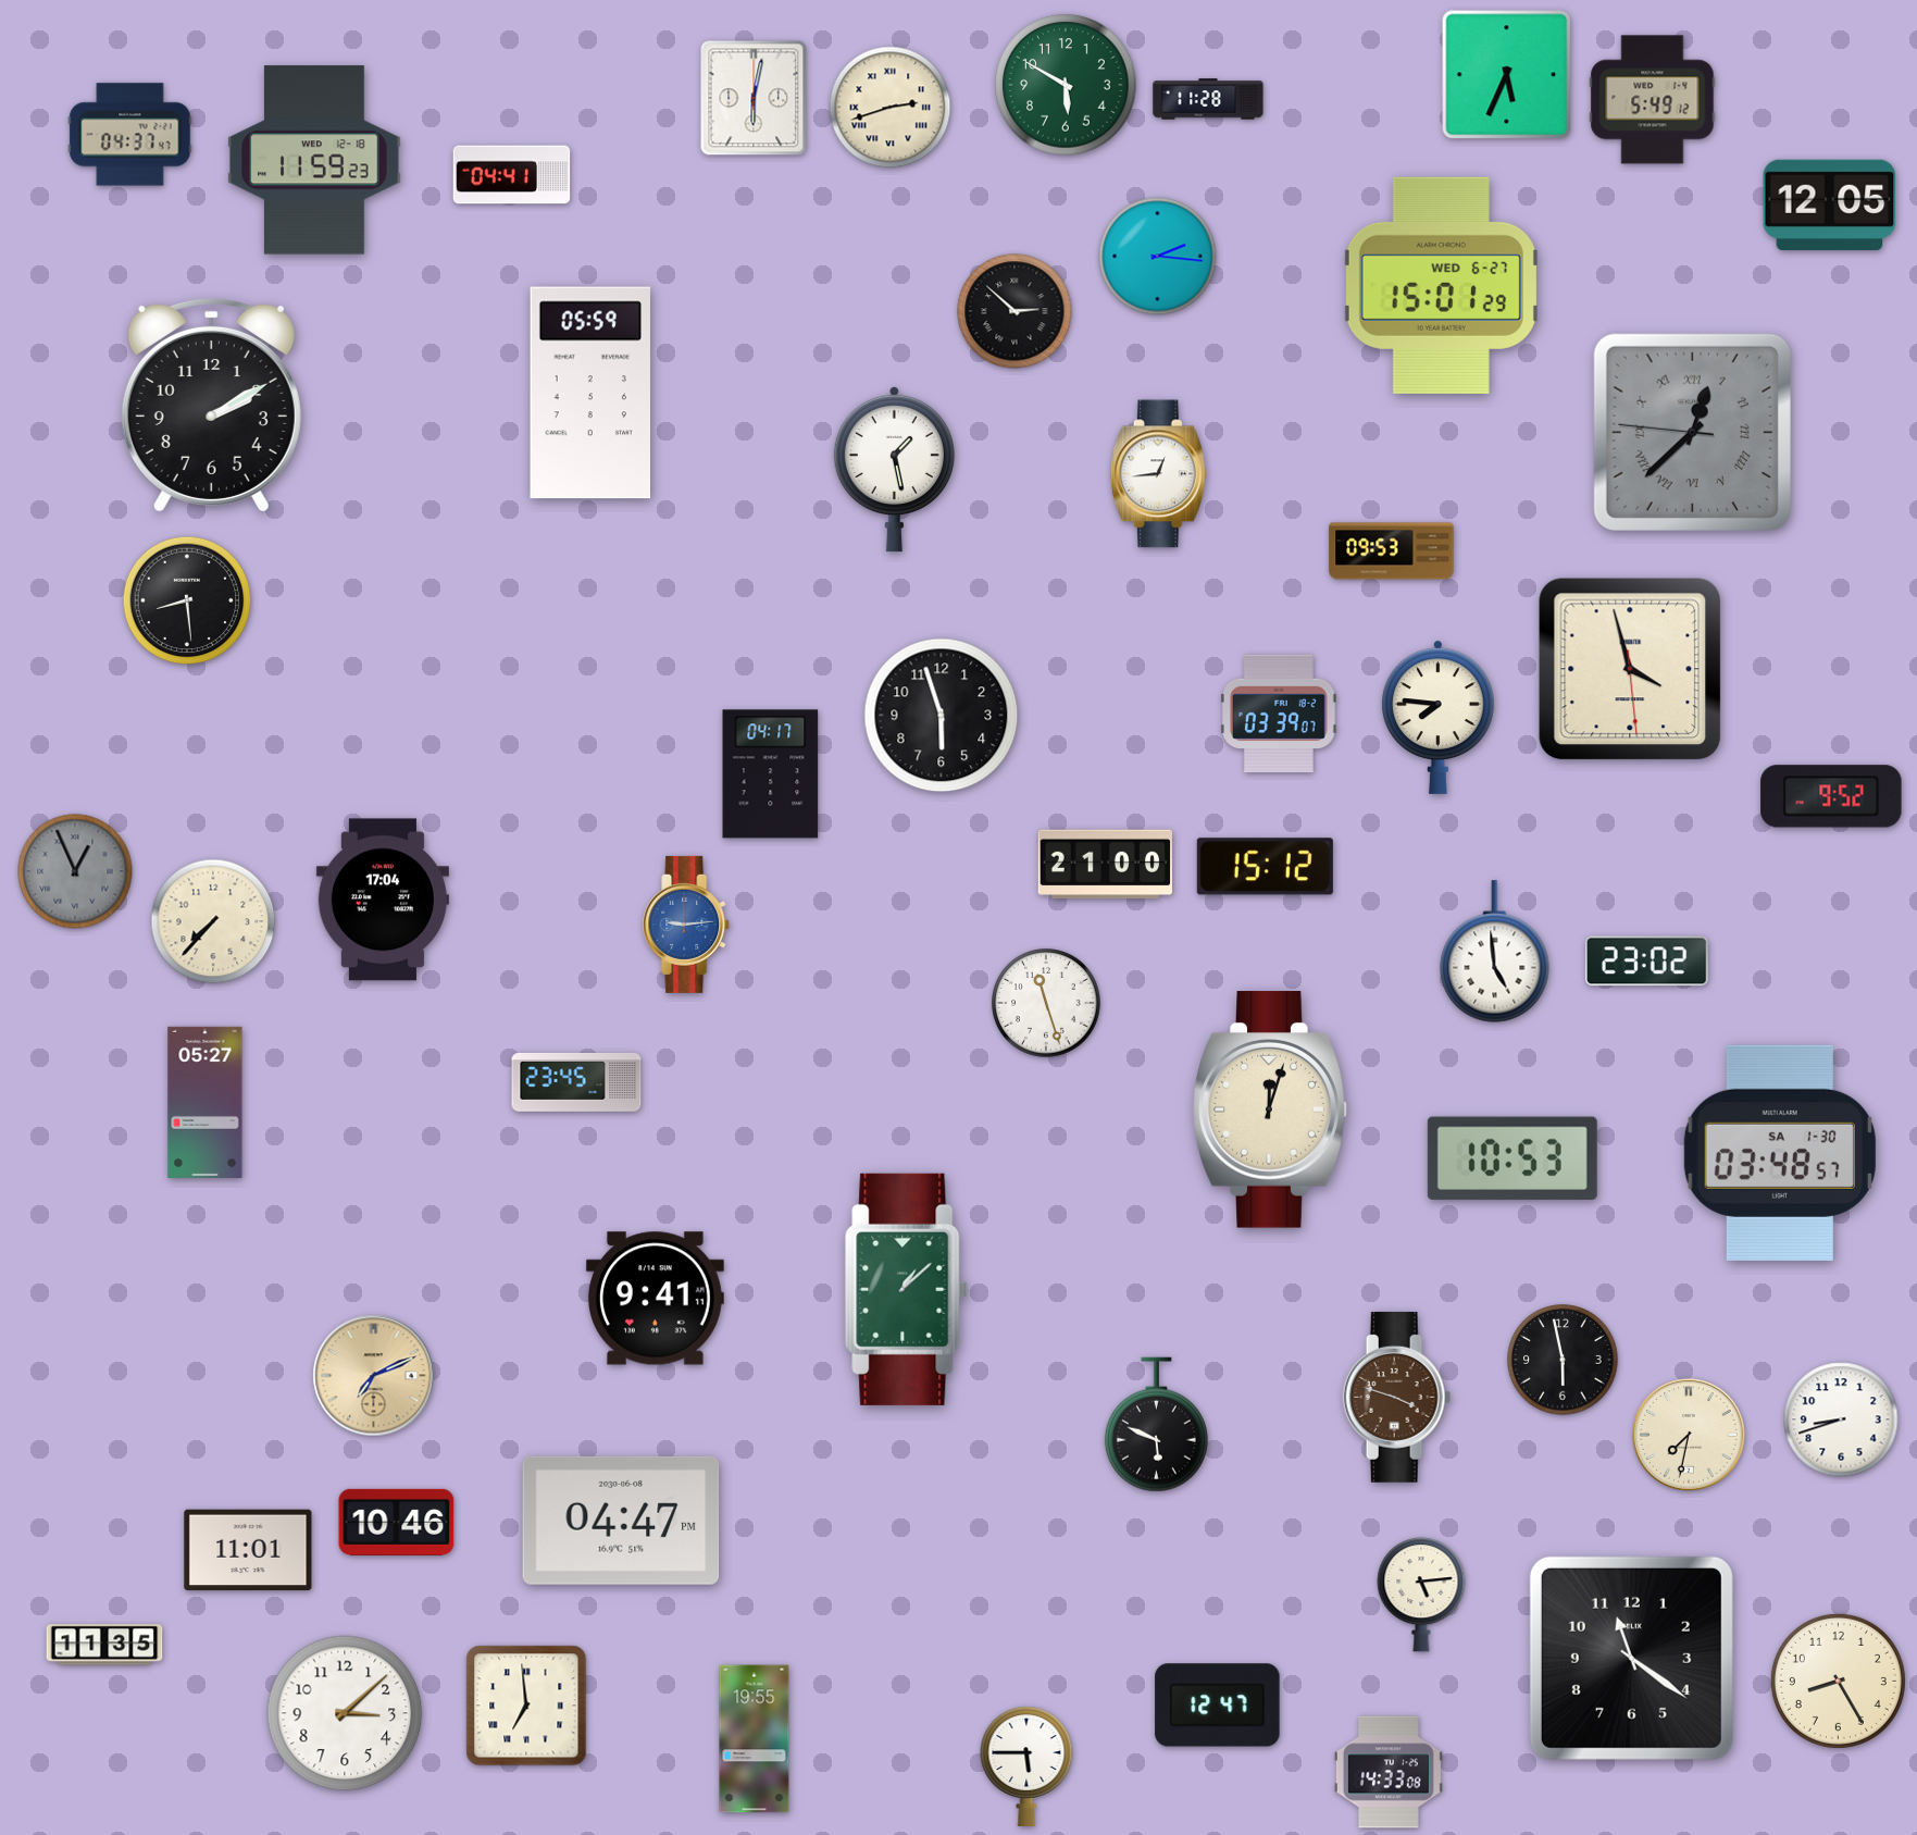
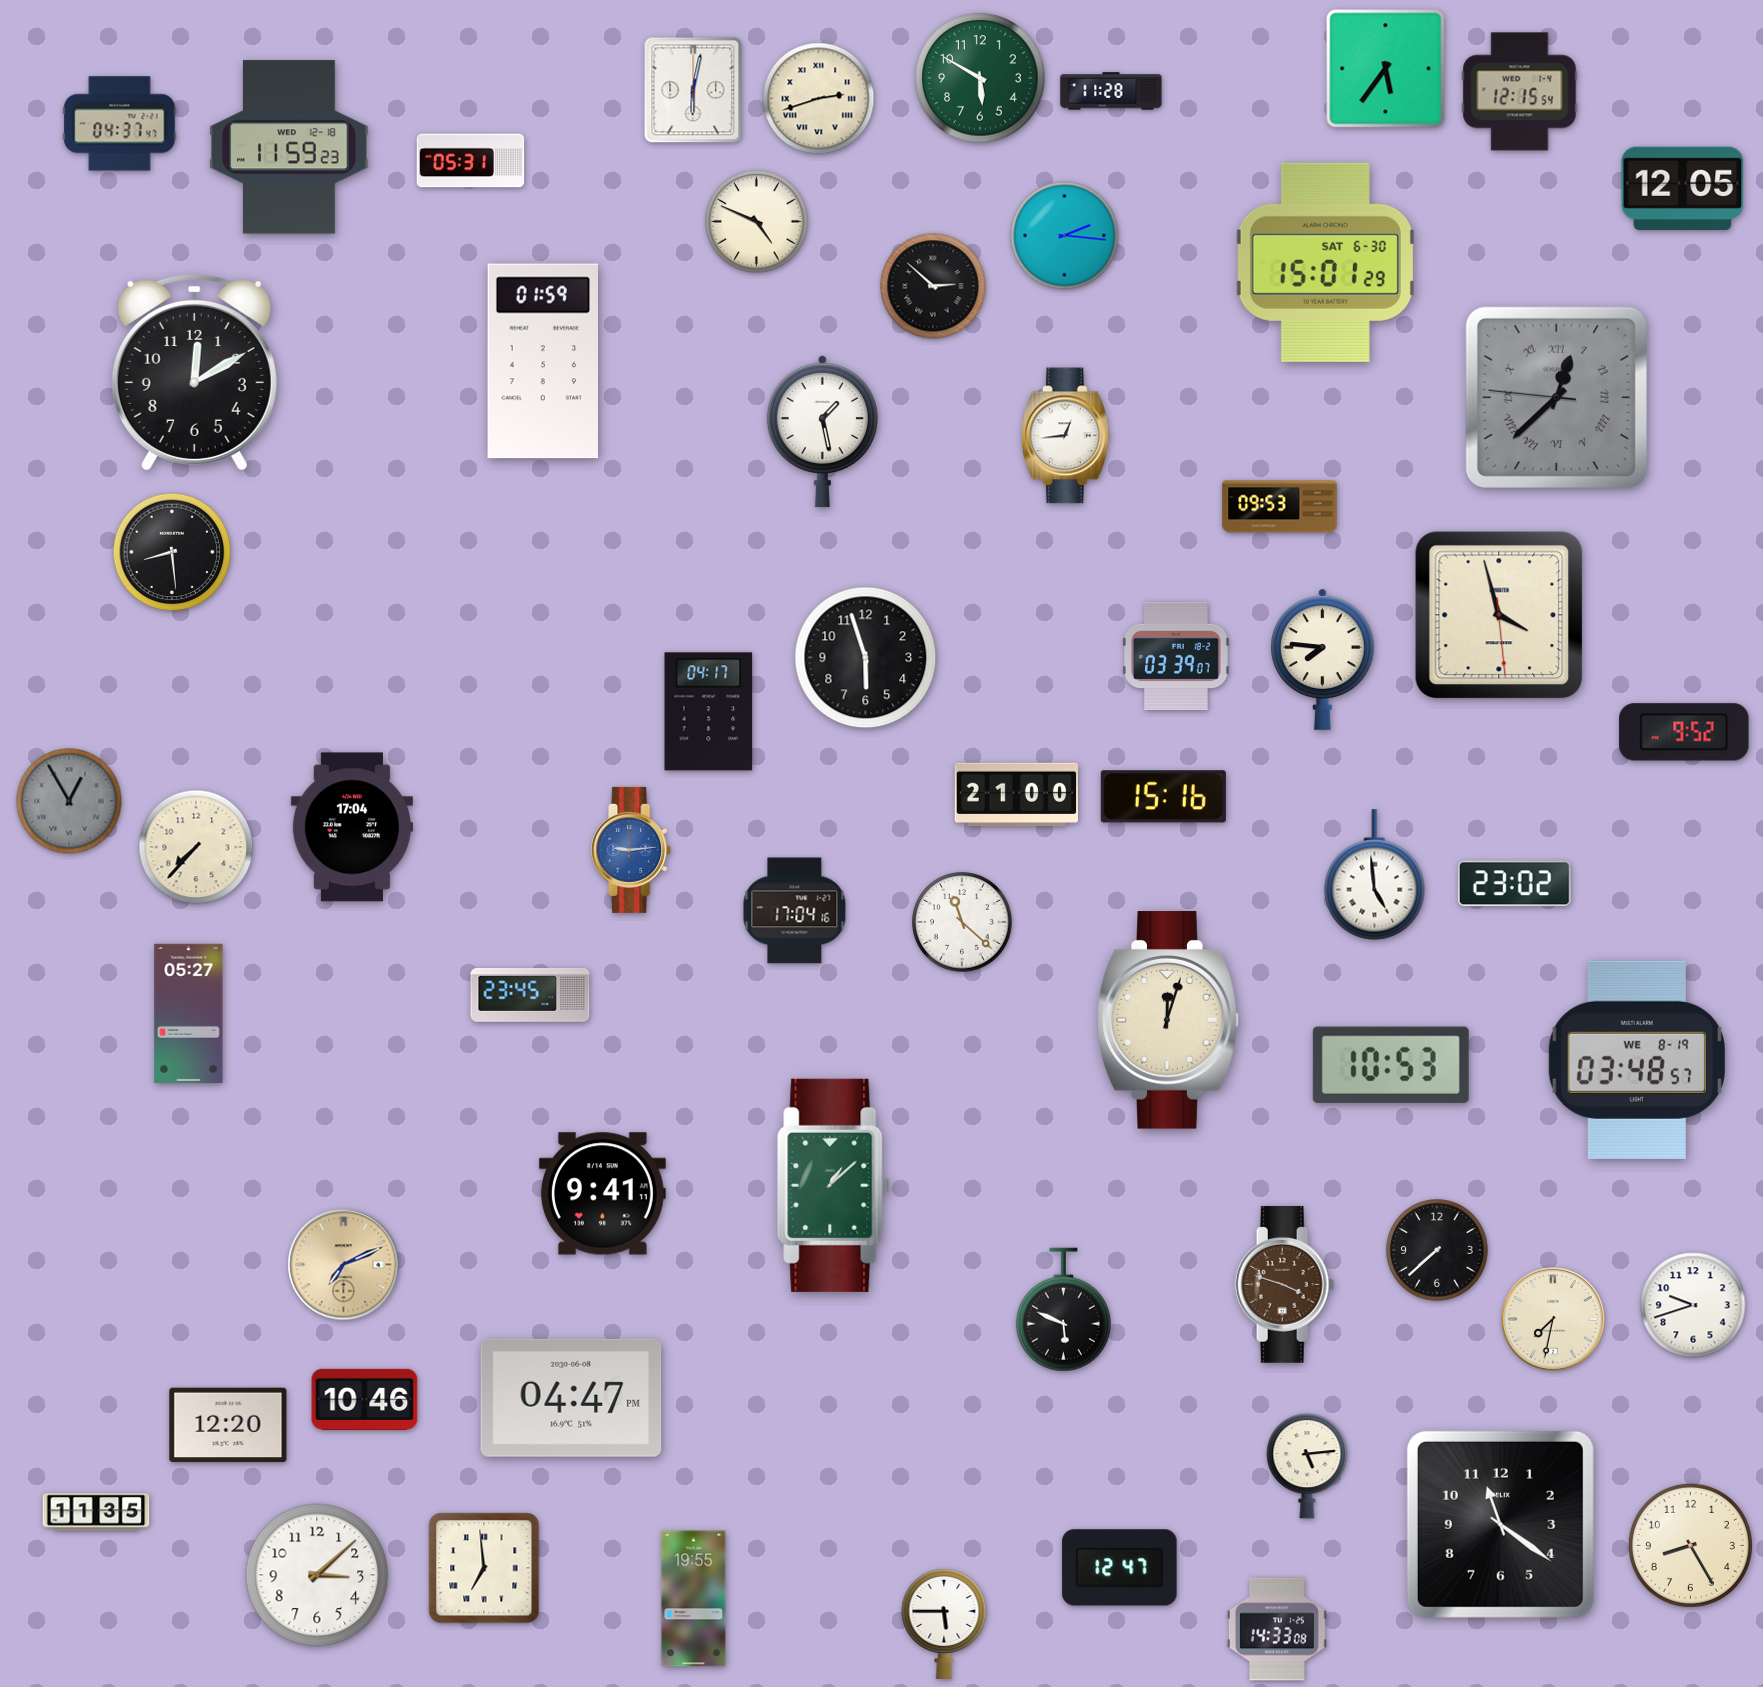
clock at (1507, 75): 5:34 -> 5:36
clock at (1653, 100): 5:49 -> 12:15
clock at (512, 175): 04:41 -> 05:31
clock at (757, 222): none -> 4:49
clock at (1441, 285) date: WED 6-27 -> SAT 6-30
clock at (589, 393): 05:59 -> 01:59
clock at (211, 405): 2:10 -> 12:10
clock at (1265, 867): 15:12 -> 15:16
clock at (75, 871): 12:56 -> 12:55
clock at (795, 911): none -> 17:04
clock at (1046, 1003): 11:27 -> 11:22
clock at (1780, 1153) date: SA 1-30 -> WE 8-19
clock at (1563, 1360): 5:58 -> 7:38
clock at (1841, 1419): 8:42 -> 9:42
clock at (248, 1550): 11:01 -> 12:20
